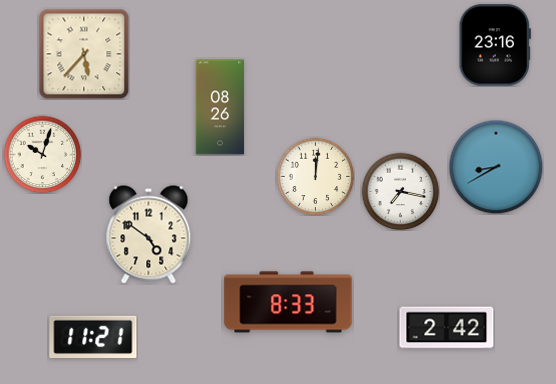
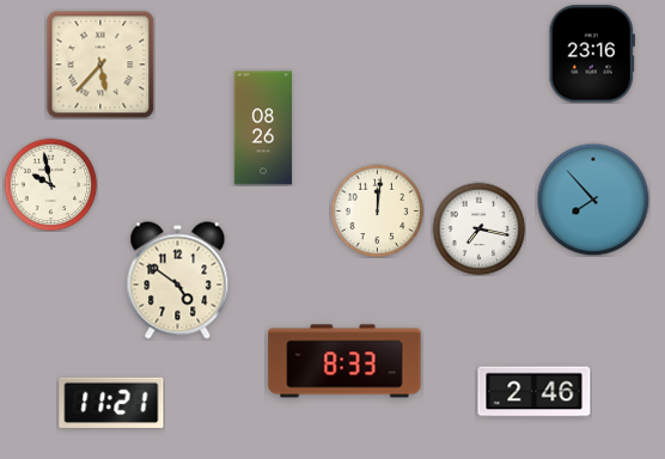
clock at (42, 154): 10:03 -> 9:58
clock at (496, 167): 8:40 -> 7:53
clock at (447, 328): 2:42 -> 2:46
